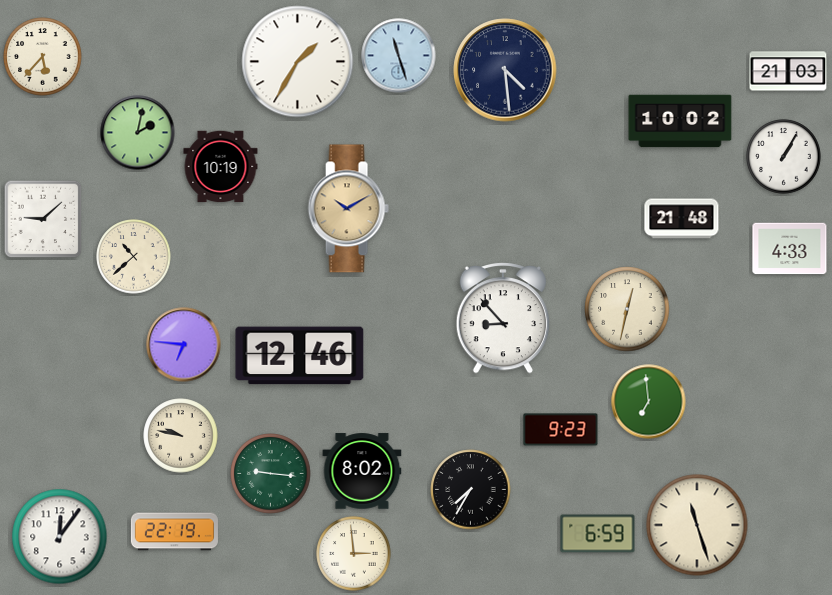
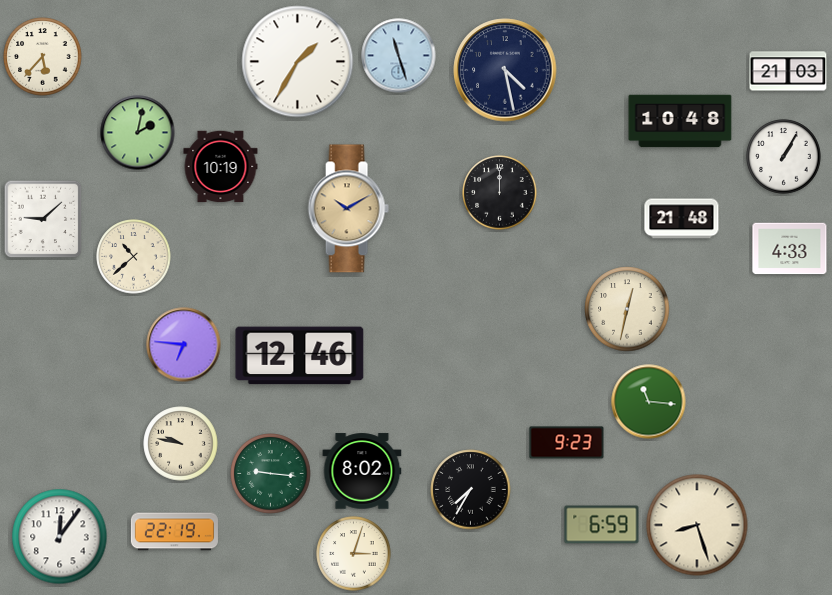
clock at (505, 70): 4:29 -> 4:28
clock at (680, 121): 10:02 -> 10:48
clock at (500, 193): none -> 12:00
clock at (502, 318): 8:53 -> none
clock at (649, 402): 6:59 -> 11:16
clock at (561, 430) position: (561, 430) -> (567, 443)
clock at (181, 436) position: (181, 436) -> (181, 444)
clock at (697, 525): 11:27 -> 8:27
clock at (598, 534) position: (598, 534) -> (602, 525)
clock at (354, 554): 2:59 -> 3:03
